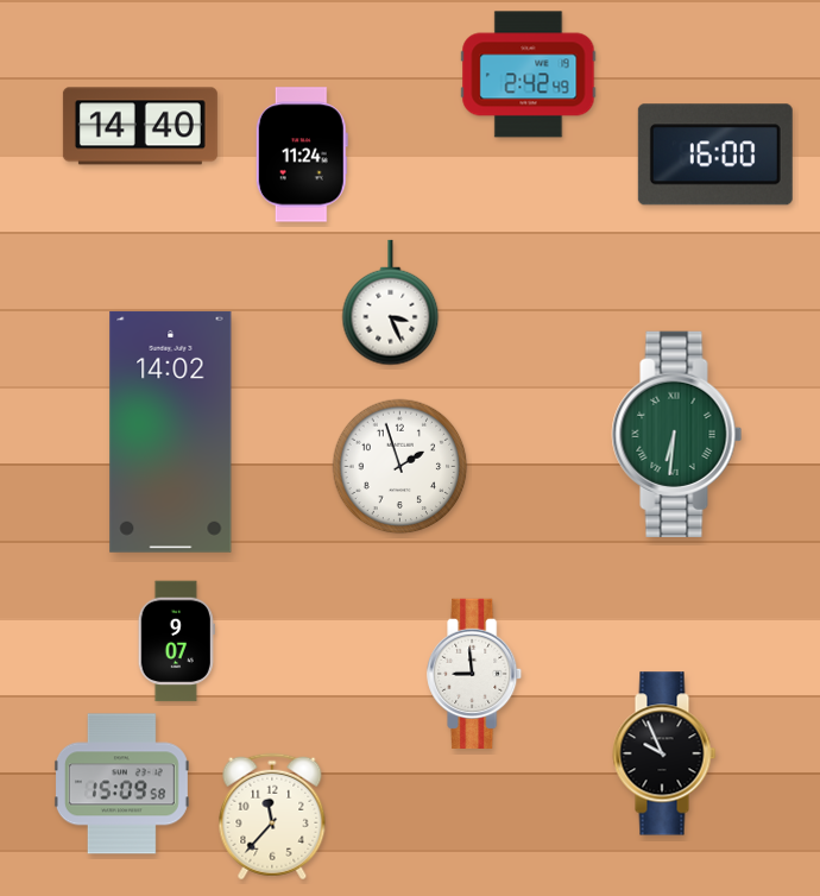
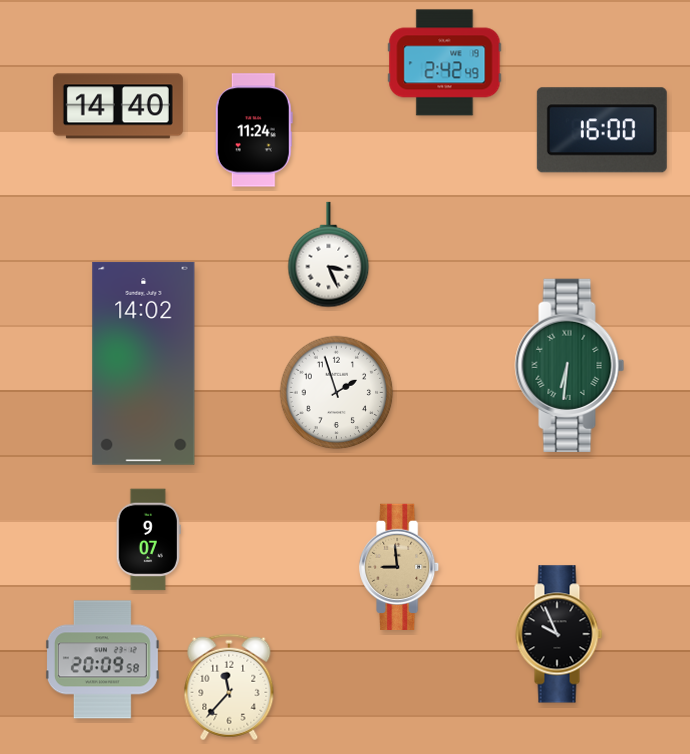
clock at (475, 673) dial: white -> champagne
clock at (121, 784): 15:09 -> 20:09
